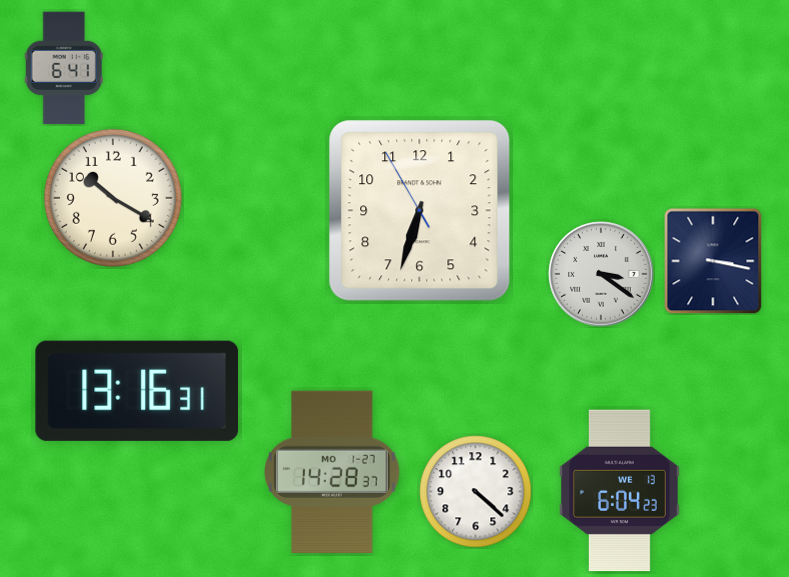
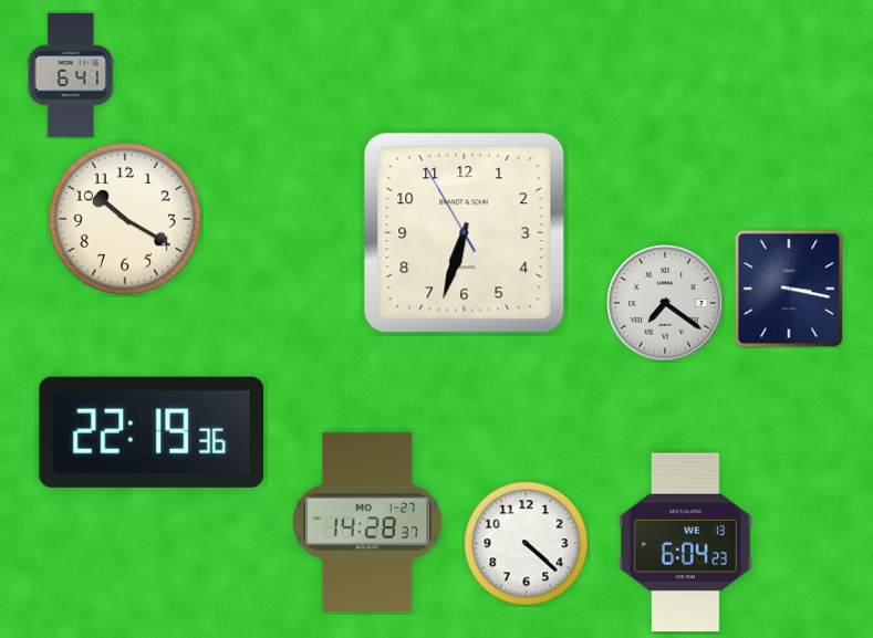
clock at (601, 274): 3:21 -> 7:21
clock at (137, 391): 13:16 -> 22:19
